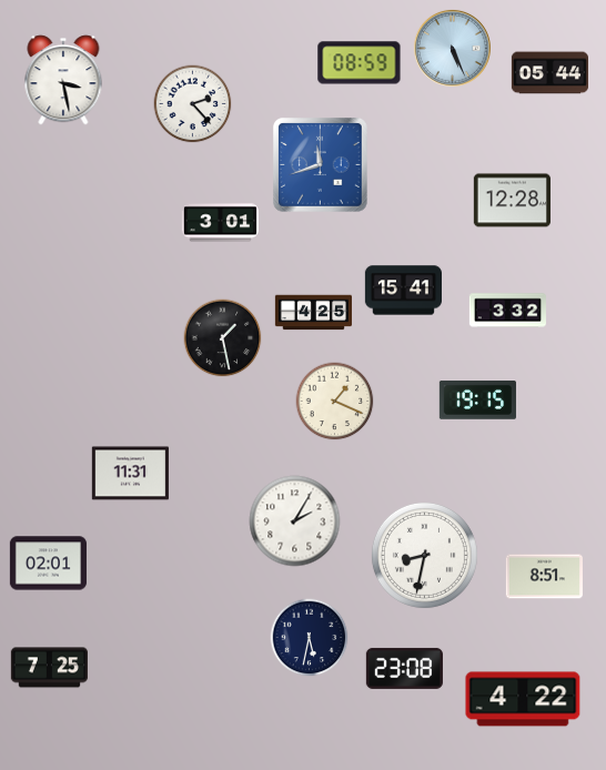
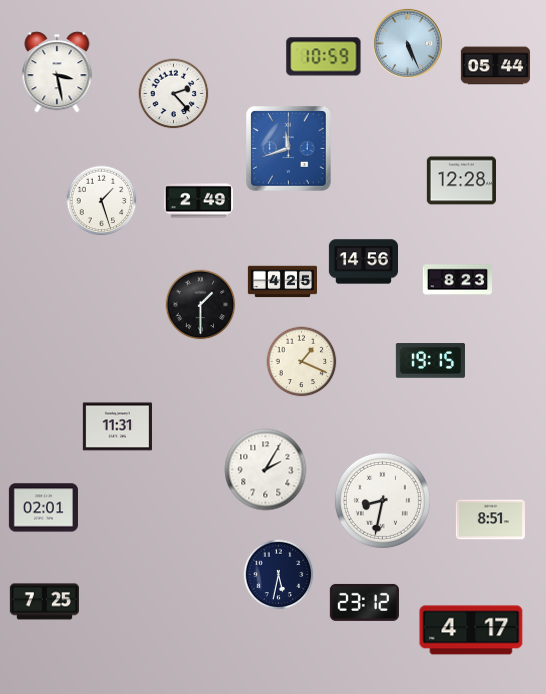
clock at (360, 63): 08:59 -> 10:59
clock at (102, 201): none -> 1:27
clock at (220, 223): 3:01 -> 2:49
clock at (403, 291): 15:41 -> 14:56
clock at (507, 311): 3:32 -> 8:23
clock at (223, 338): 1:28 -> 1:30
clock at (404, 668): 23:08 -> 23:12
clock at (523, 699): 4:22 -> 4:17
